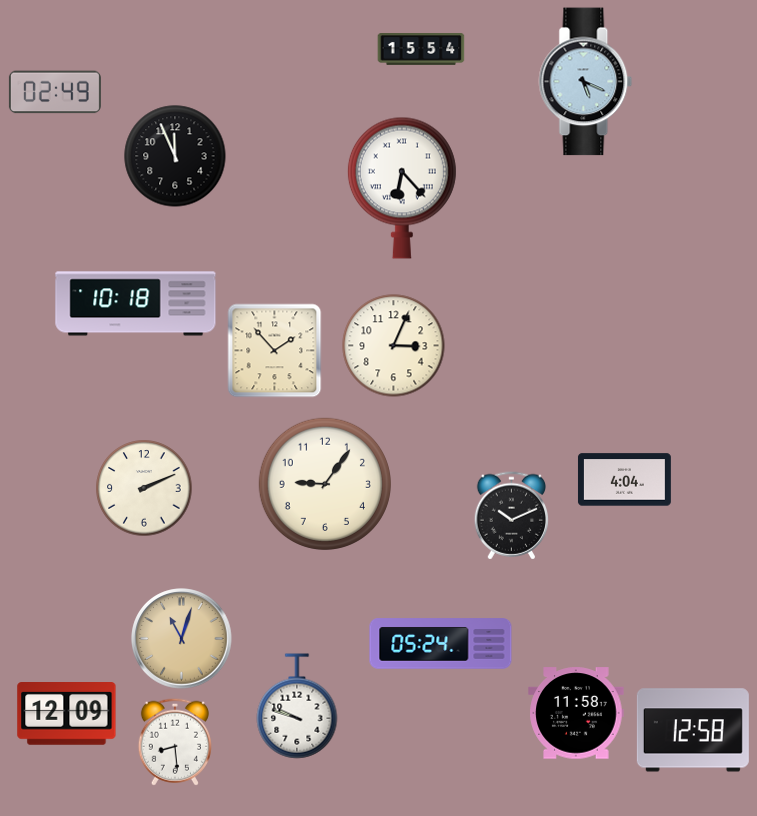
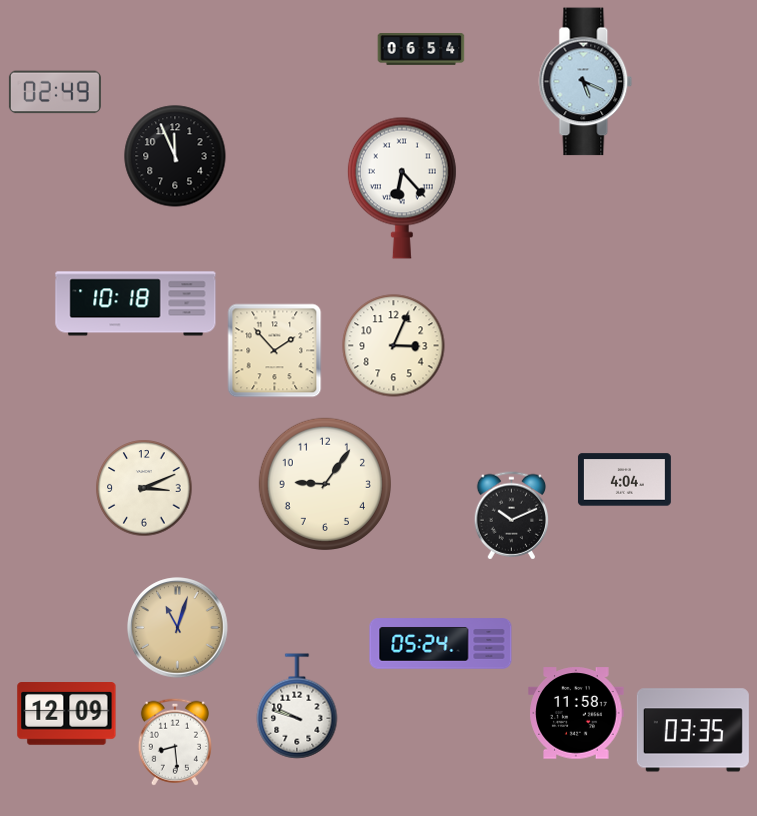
clock at (421, 50): 15:54 -> 06:54
clock at (144, 488): 2:11 -> 3:11
clock at (182, 639) position: (182, 639) -> (178, 628)
clock at (693, 730): 12:58 -> 03:35
